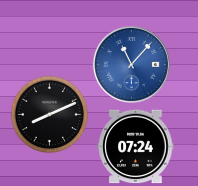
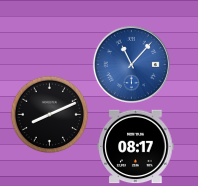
clock at (136, 147): 07:24 -> 08:17
